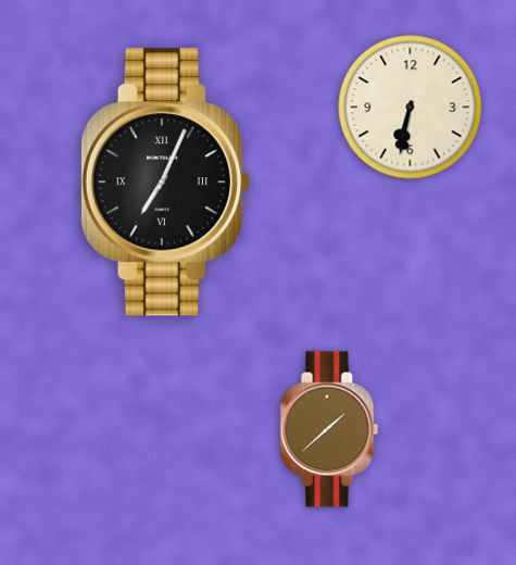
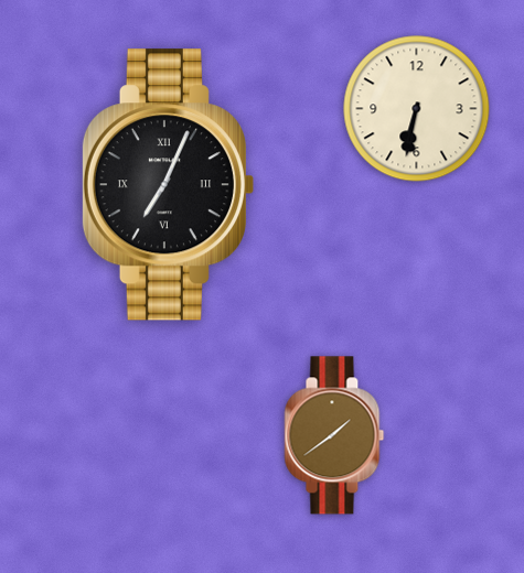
clock at (329, 429): 1:38 -> 1:39
